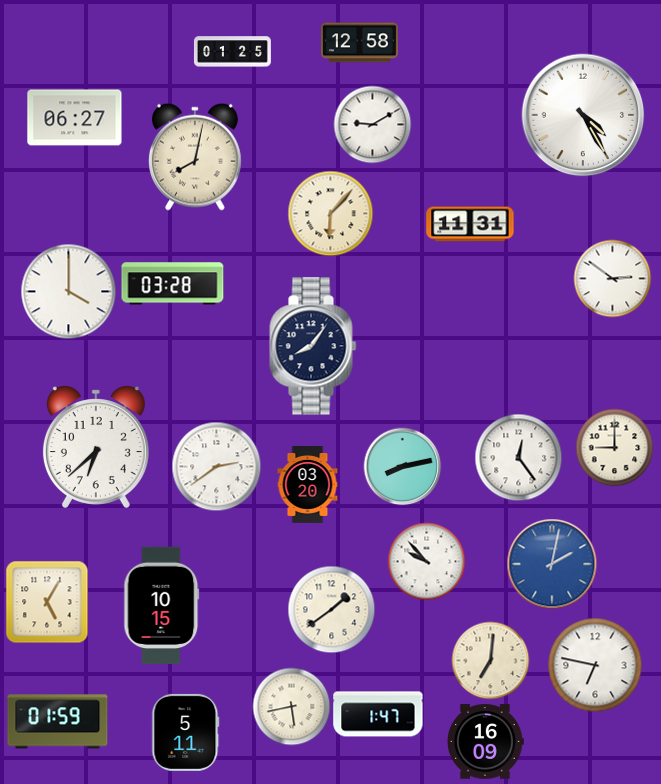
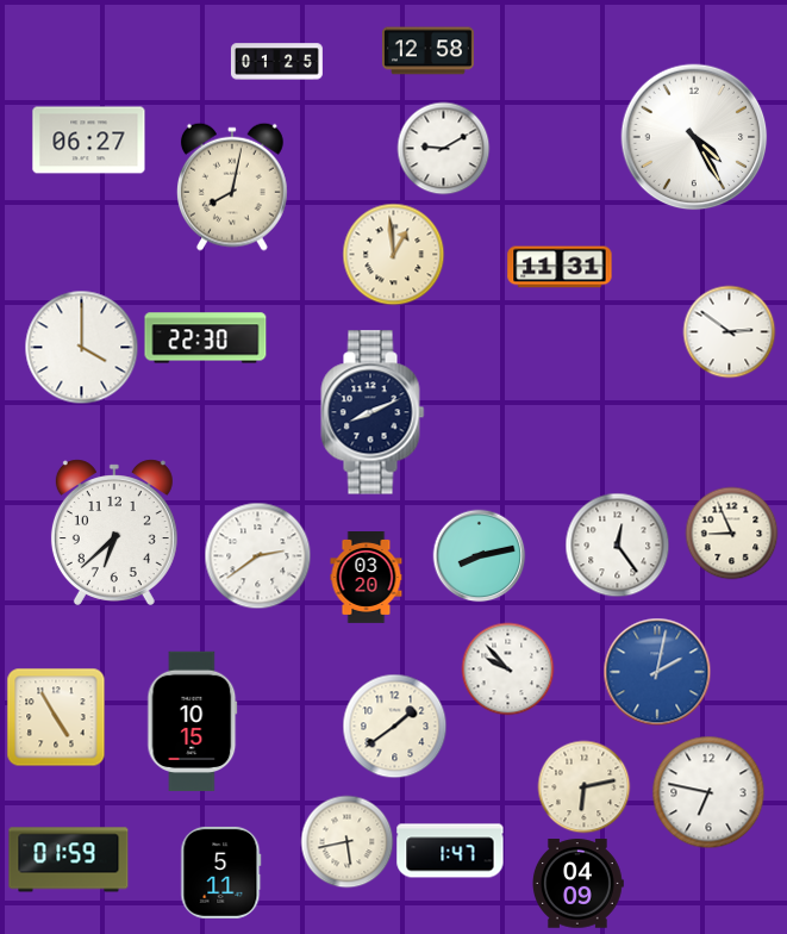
clock at (330, 213): 6:07 -> 12:59
clock at (173, 284): 03:28 -> 22:30
clock at (313, 346): 8:06 -> 8:11
clock at (614, 447): 9:00 -> 8:56
clock at (47, 602): 5:05 -> 4:55
clock at (490, 660): 7:01 -> 6:13
clock at (485, 742): 16:09 -> 04:09
